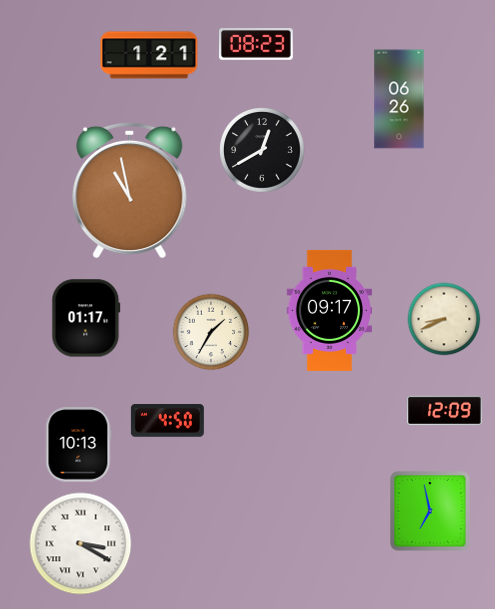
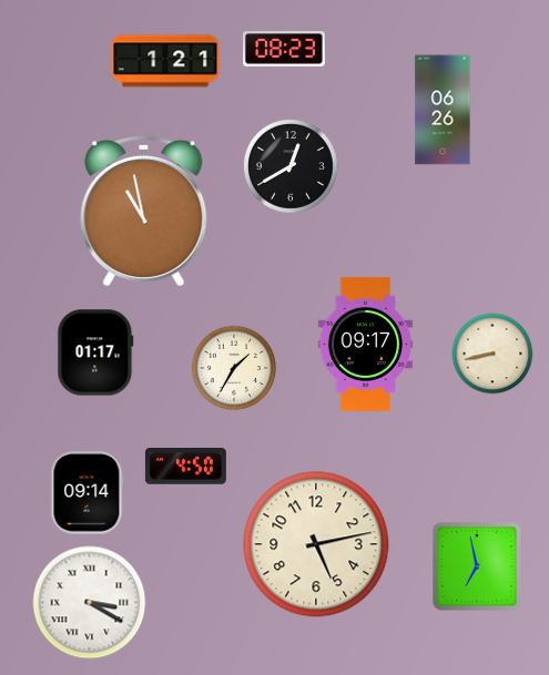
clock at (444, 319): 8:41 -> 8:43
clock at (445, 410): 12:09 -> none
clock at (78, 445): 10:13 -> 09:14
clock at (316, 544): none -> 5:13
